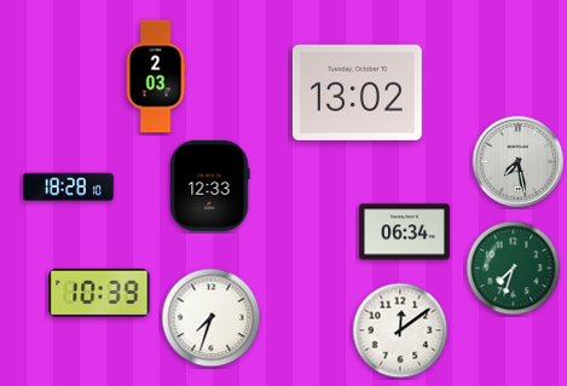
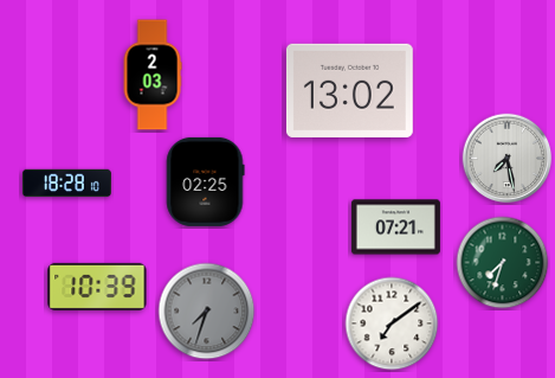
clock at (210, 185): 12:33 -> 02:25
clock at (404, 232): 06:34 -> 07:21
clock at (212, 318) dial: white -> grey
clock at (400, 330): 12:09 -> 7:09
